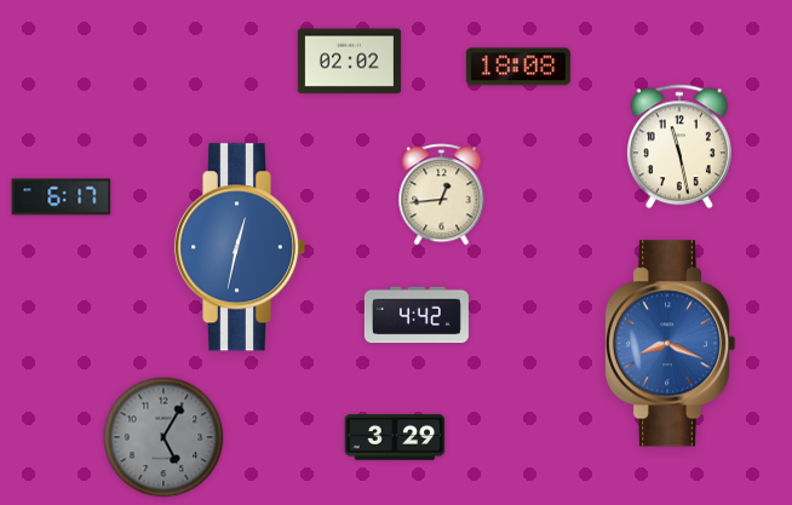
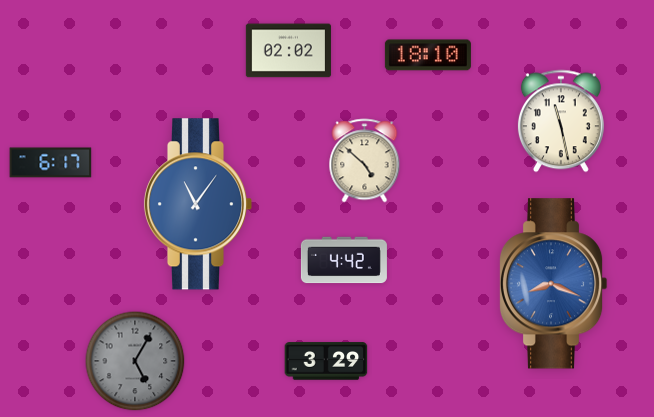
clock at (518, 67): 18:08 -> 18:10
clock at (442, 195): 12:44 -> 4:52
clock at (240, 247): 12:32 -> 11:06
